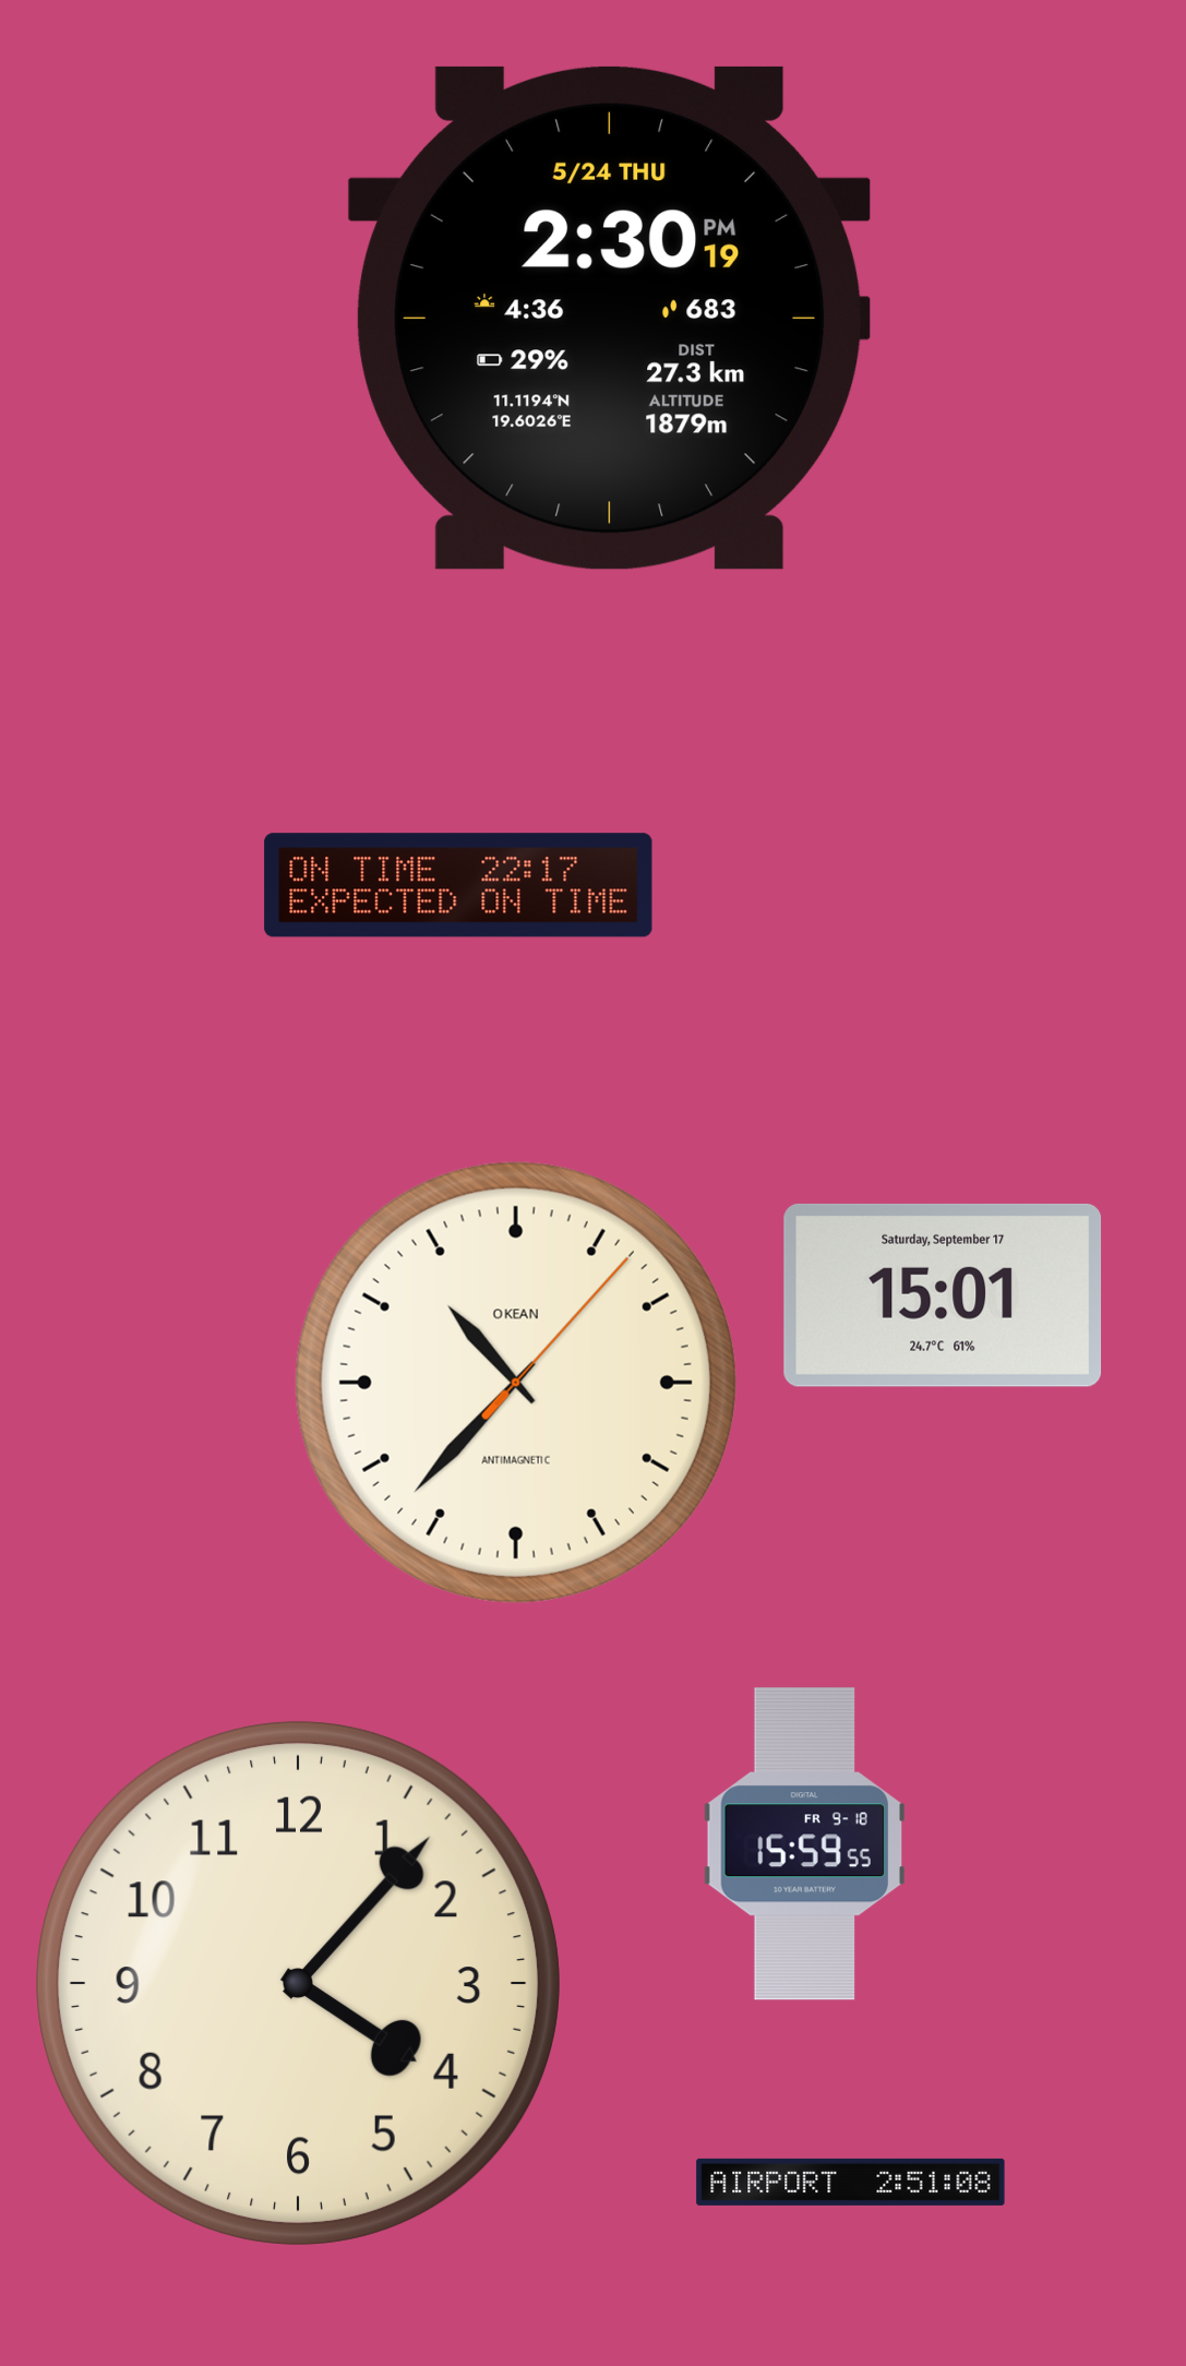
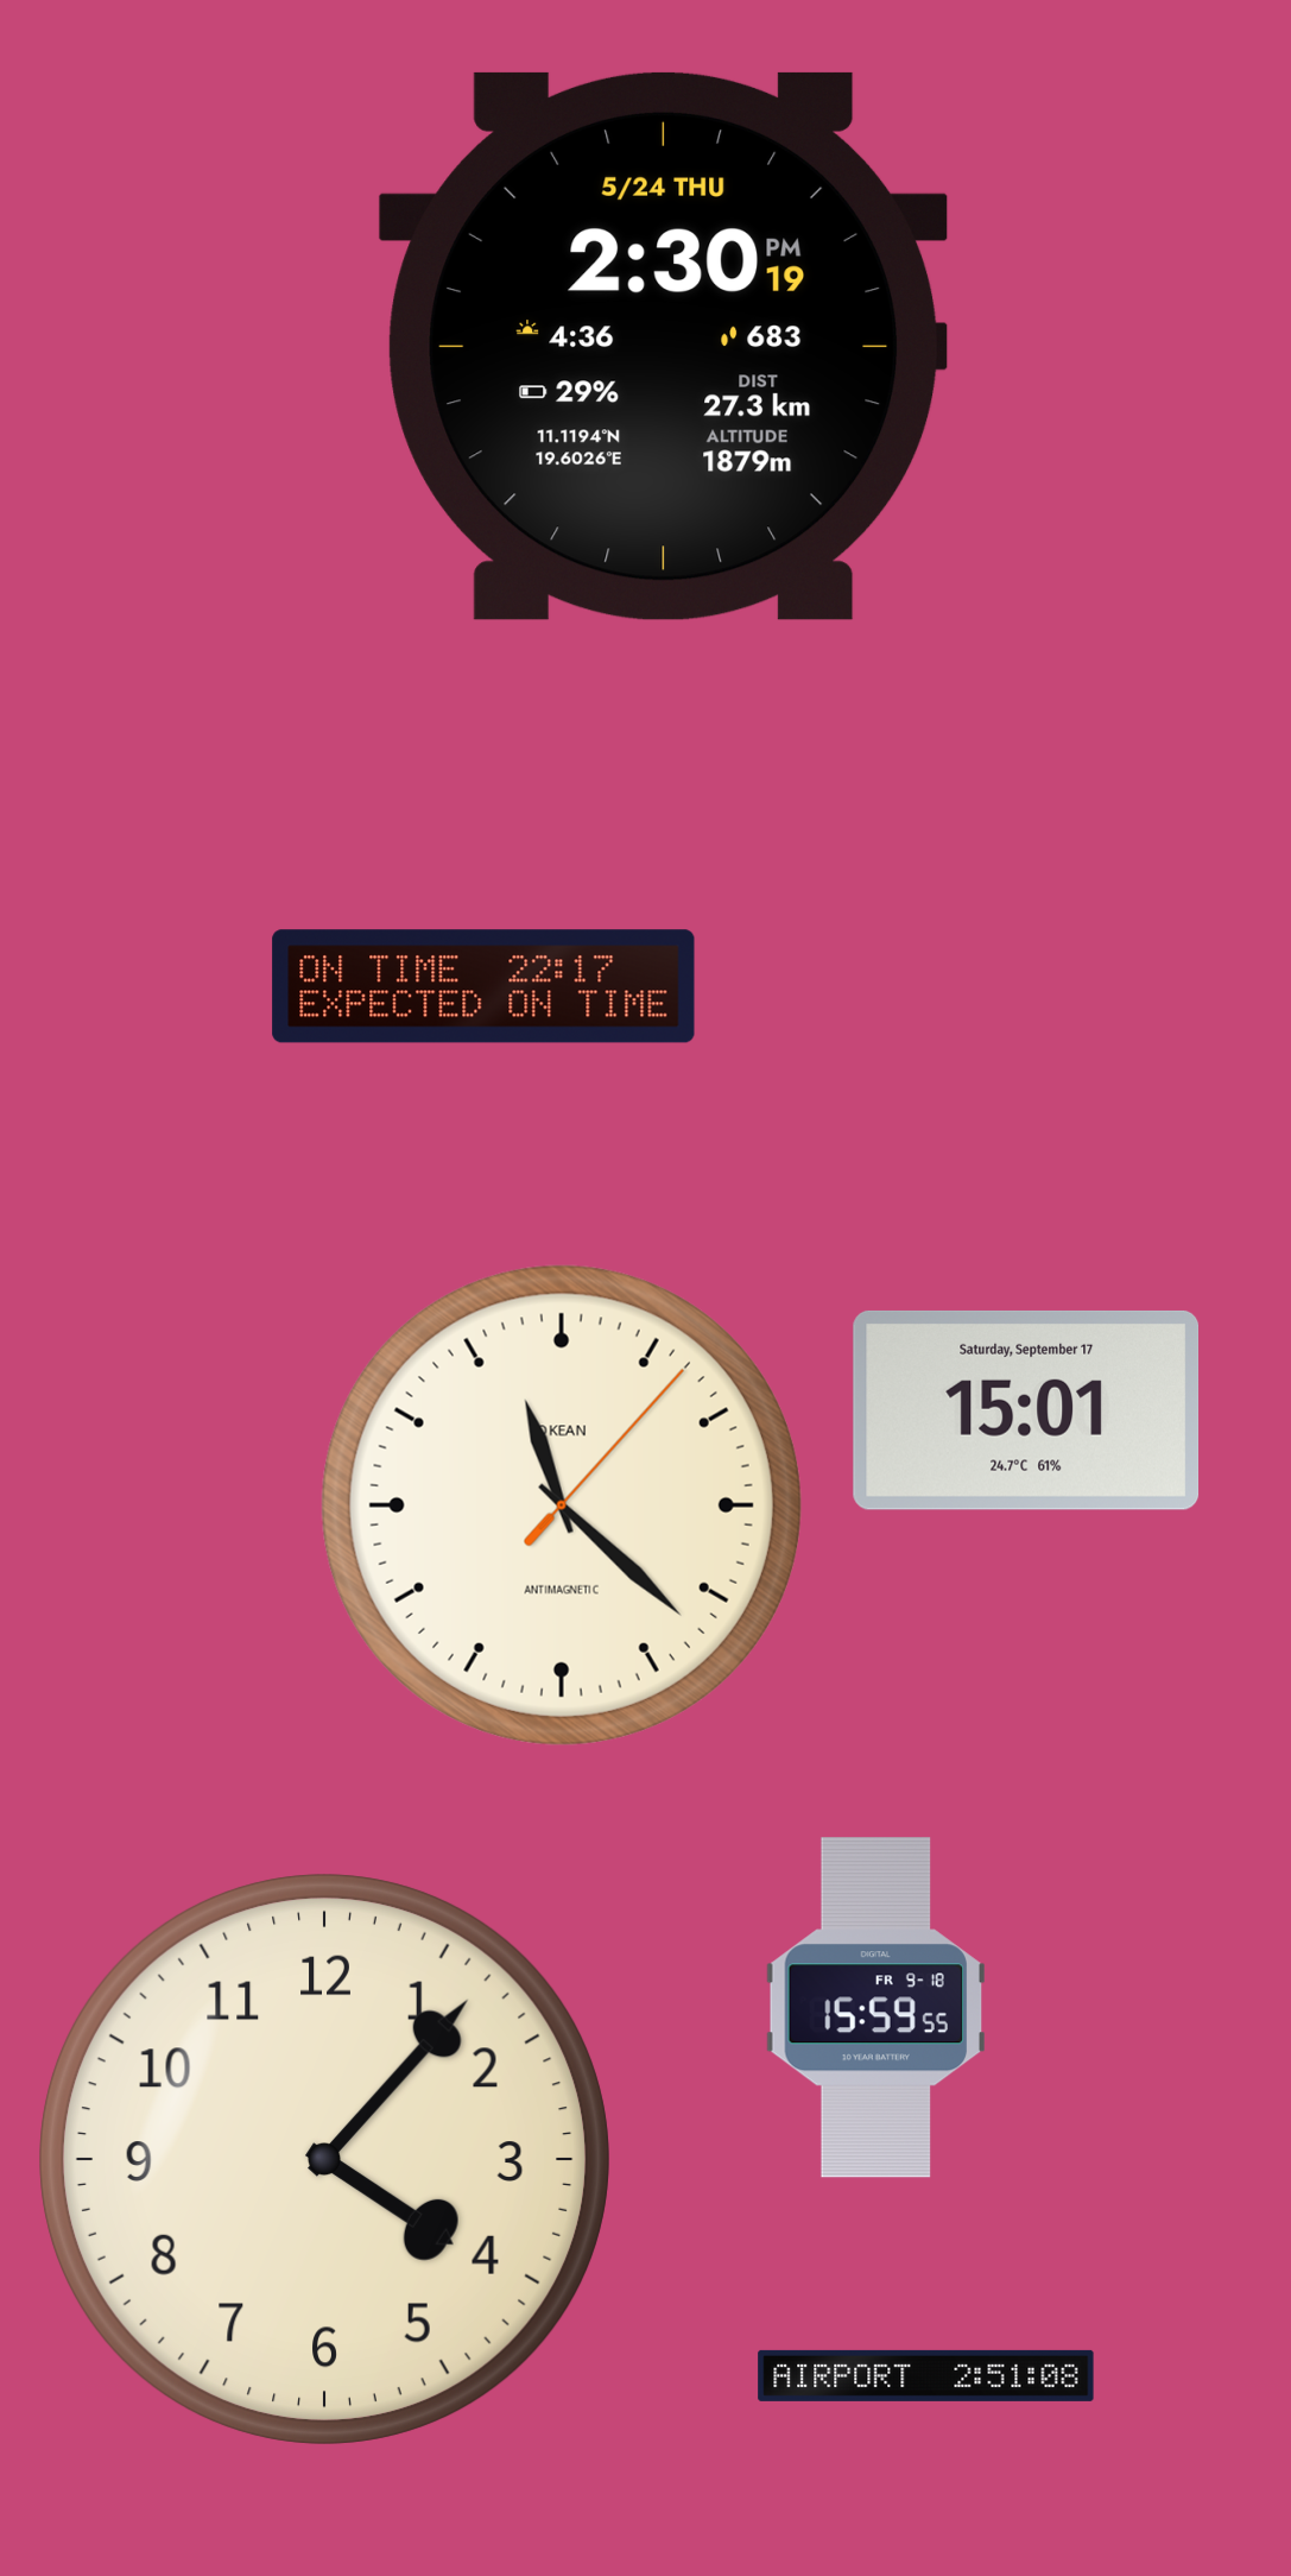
clock at (458, 885) position: (458, 885) -> (483, 986)
clock at (516, 1383): 10:37 -> 11:22
